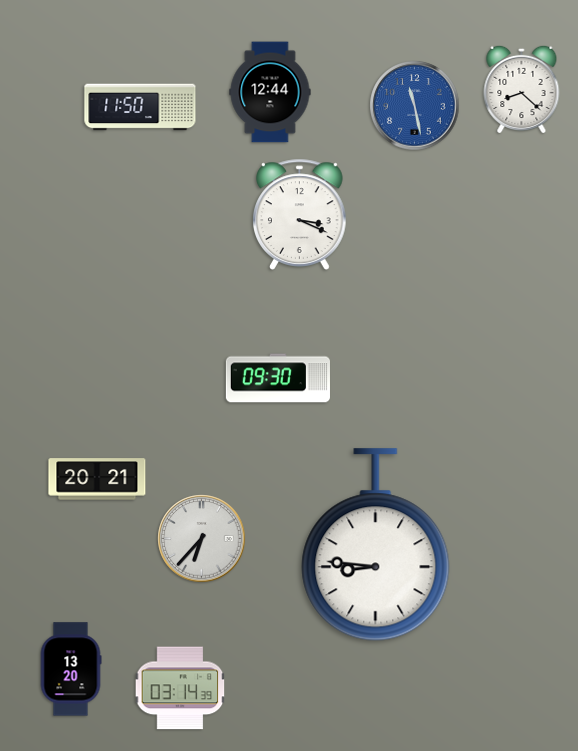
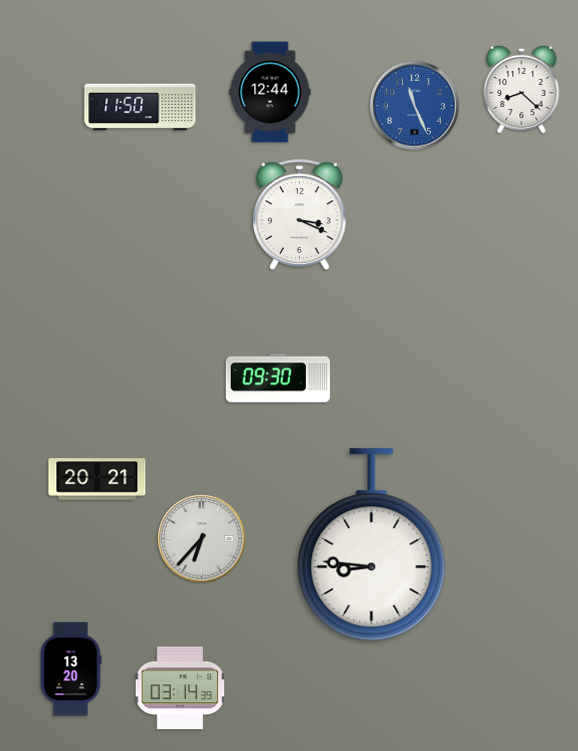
clock at (415, 106): 11:28 -> 11:26
clock at (376, 545) position: (376, 545) -> (372, 545)
